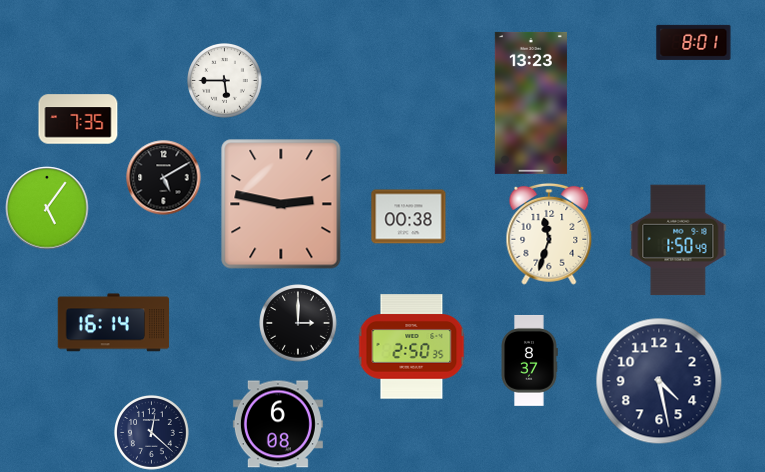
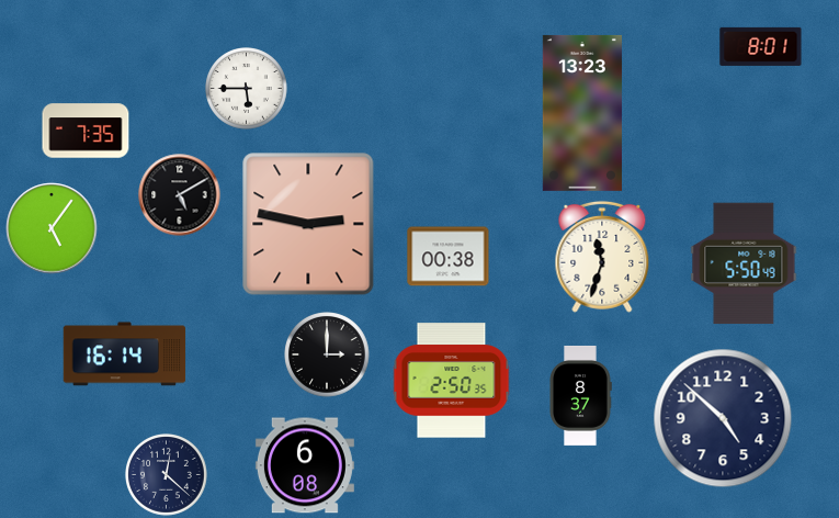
clock at (409, 217) position: (409, 217) -> (449, 257)
clock at (678, 240): 1:50 -> 5:50
clock at (659, 381): 4:28 -> 4:52
